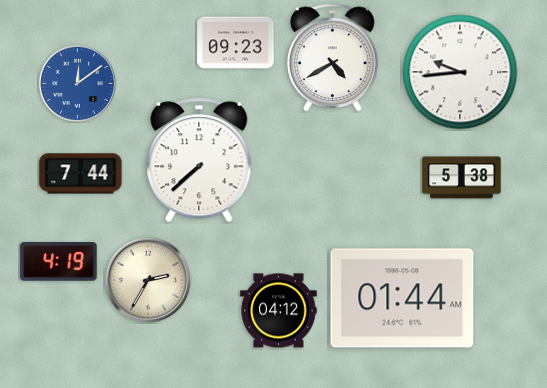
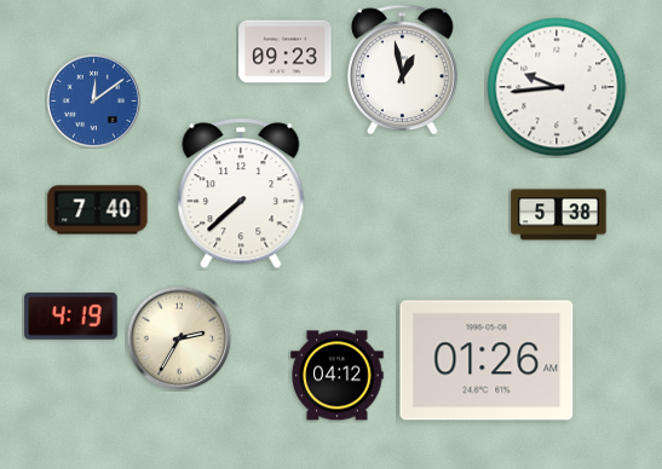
clock at (333, 58): 4:40 -> 12:58
clock at (81, 174): 7:44 -> 7:40
clock at (402, 298): 01:44 -> 01:26
